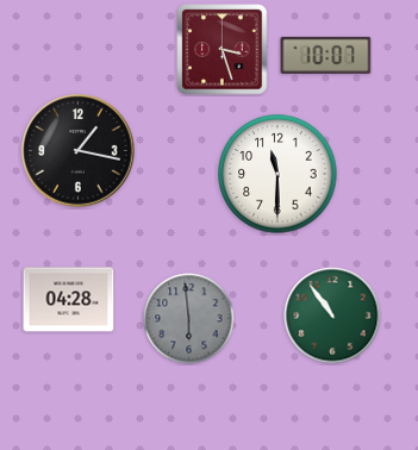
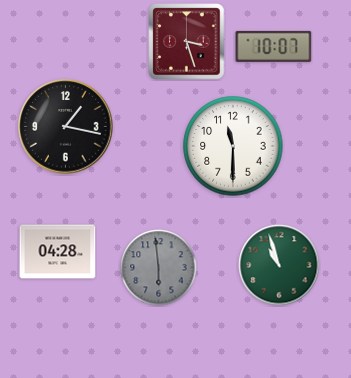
clock at (332, 315): 10:54 -> 10:57
